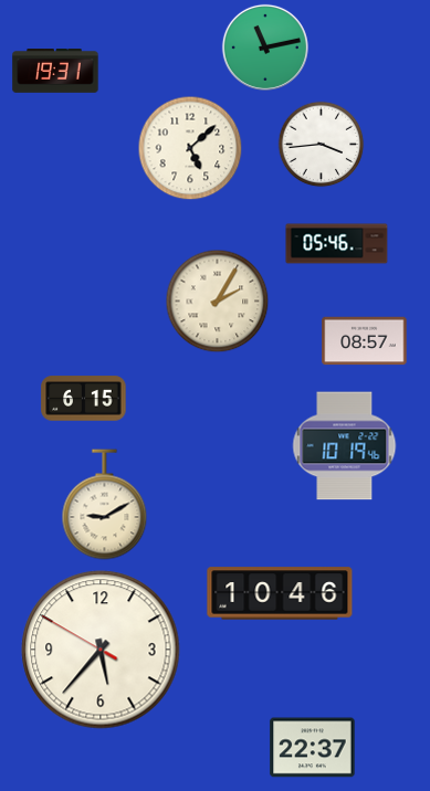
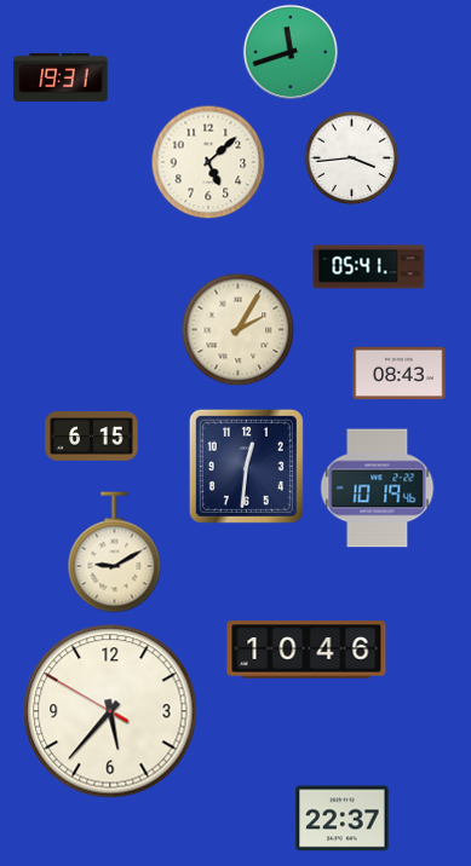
clock at (265, 48): 11:13 -> 11:42
clock at (337, 244): 05:46 -> 05:41
clock at (365, 341): 08:57 -> 08:43
clock at (246, 466): none -> 12:31
